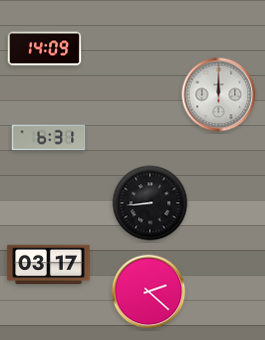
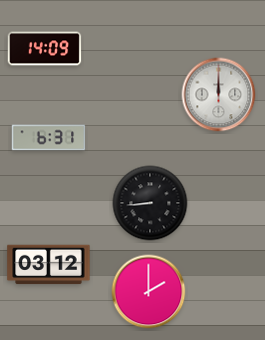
clock at (49, 265): 03:17 -> 03:12
clock at (149, 292): 2:22 -> 2:00
